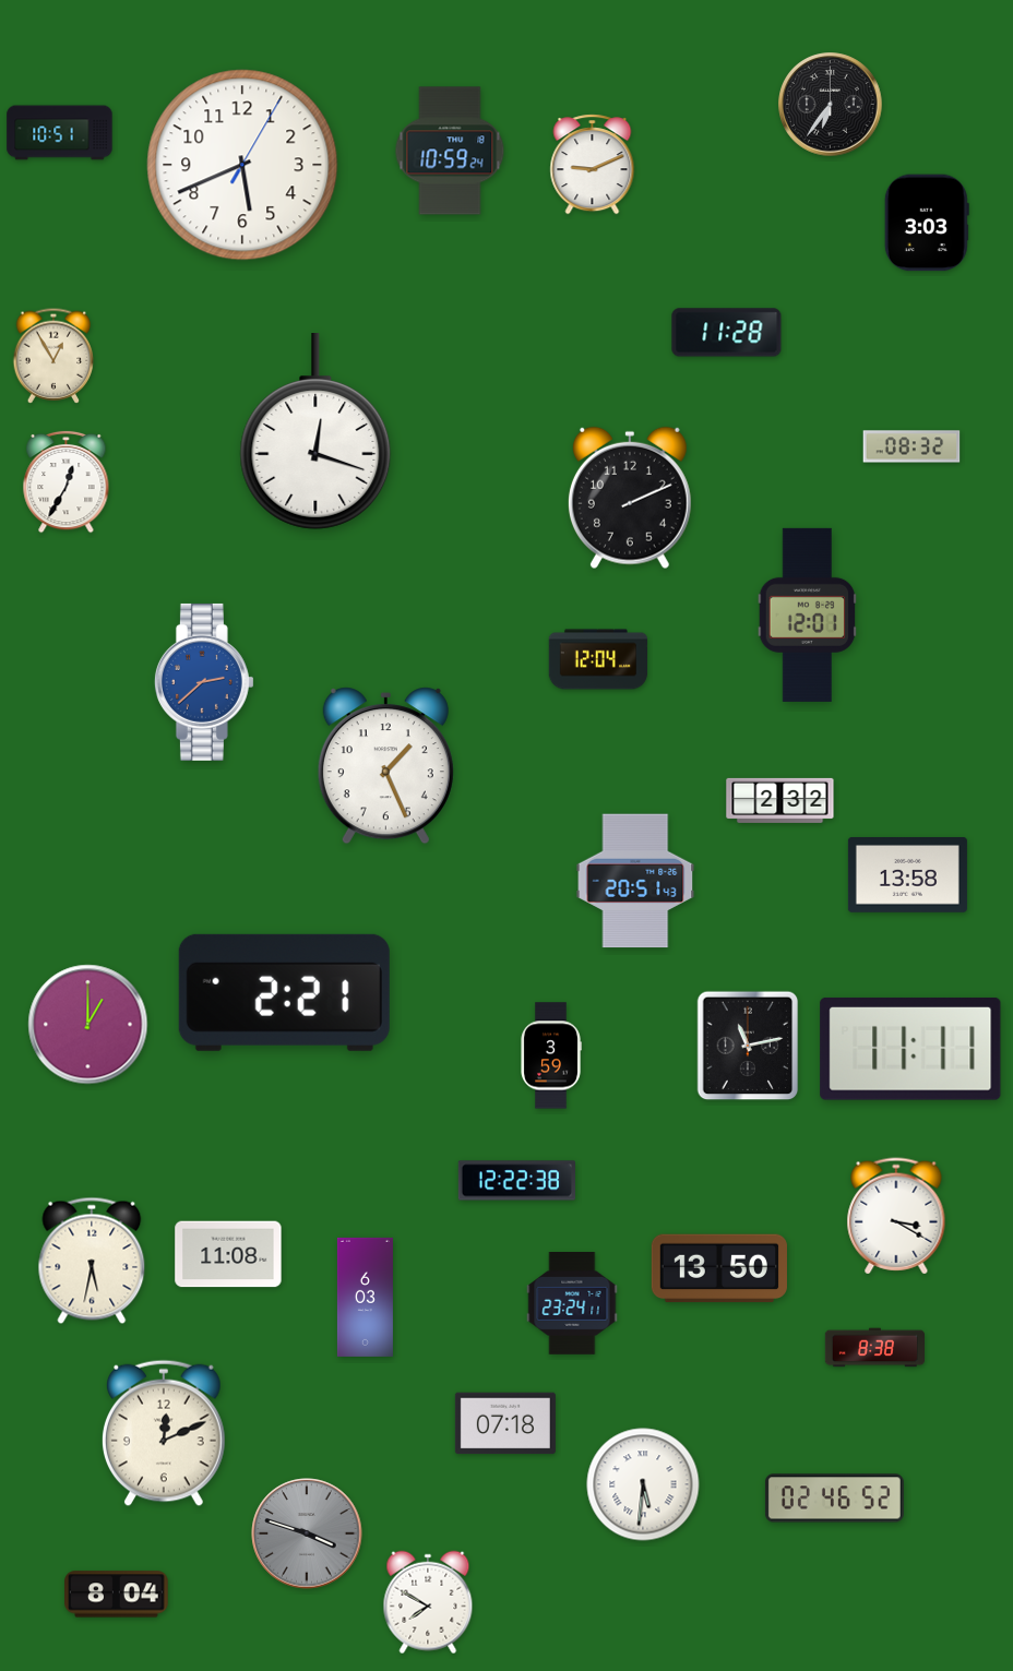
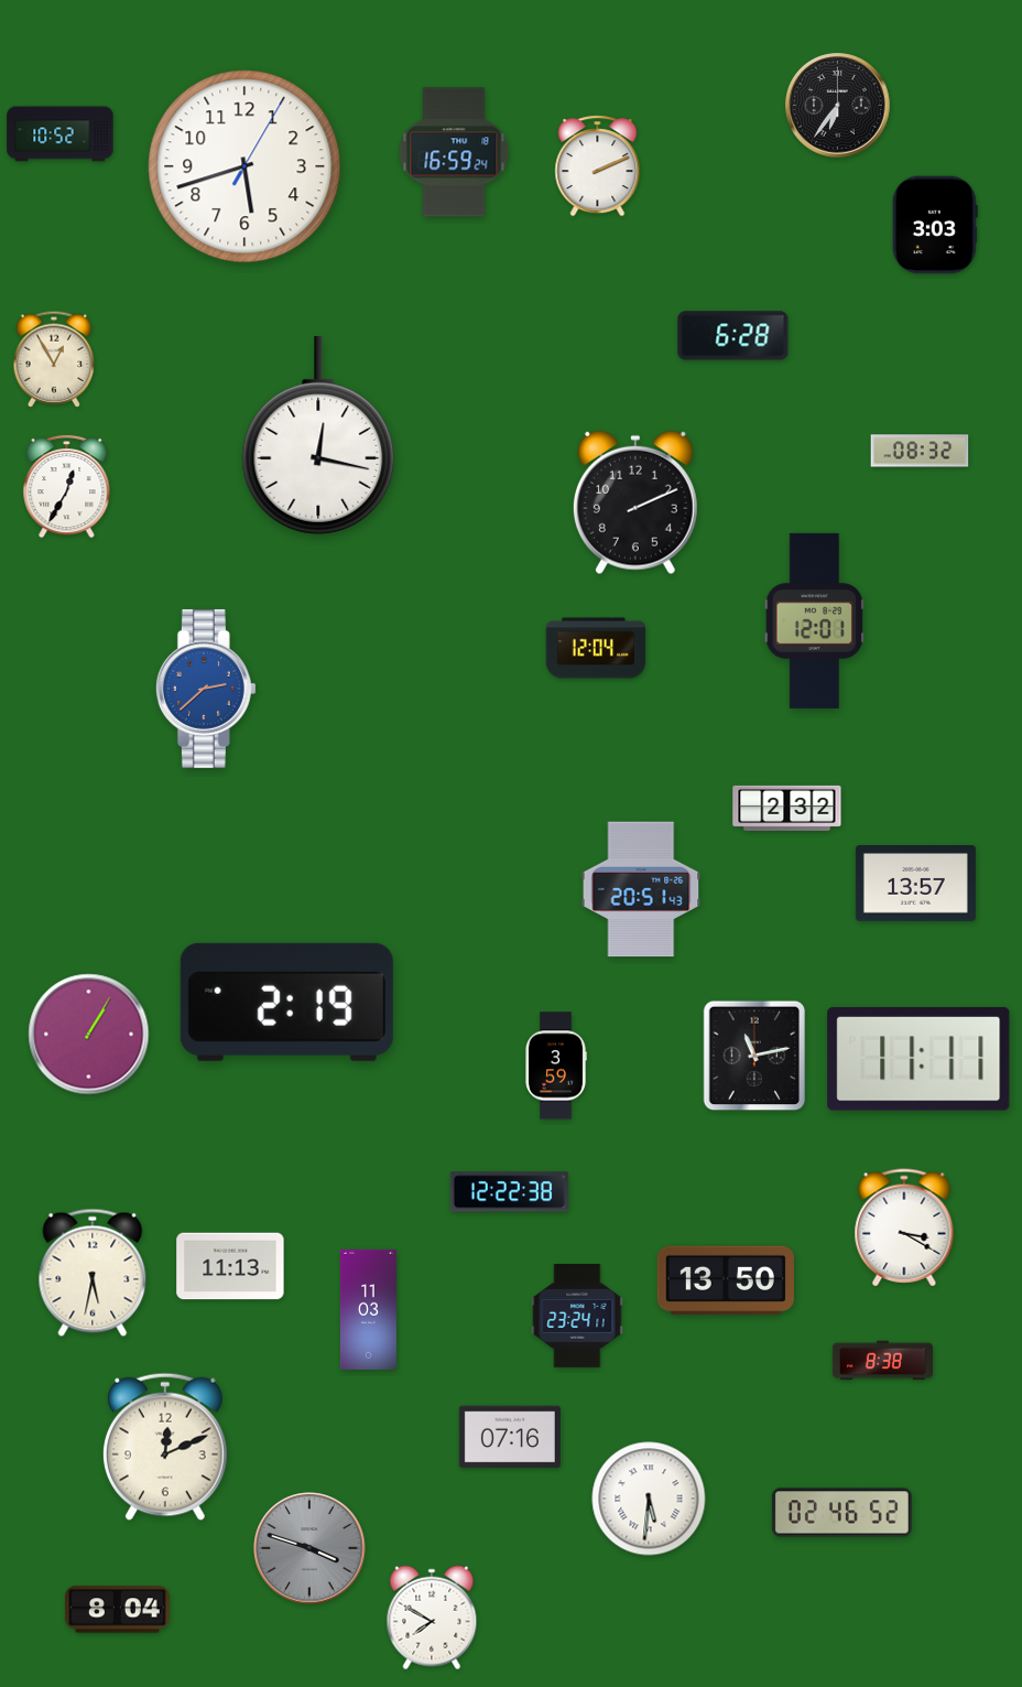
clock at (60, 133): 10:51 -> 10:52
clock at (450, 151): 10:59 -> 16:59
clock at (242, 165): 5:41 -> 5:42
clock at (593, 165): 9:11 -> 2:11
clock at (727, 333): 11:28 -> 6:28
clock at (315, 431): 12:18 -> 12:17
clock at (598, 659) position: (598, 659) -> (596, 648)
clock at (385, 766): 1:26 -> none
clock at (907, 875): 13:58 -> 13:57
clock at (284, 992): 2:21 -> 2:19
clock at (88, 1025): 1:00 -> 1:05
clock at (516, 1181) position: (516, 1181) -> (509, 1192)
clock at (228, 1254): 11:08 -> 11:13
clock at (365, 1297): 6:03 -> 11:03
clock at (505, 1423): 07:18 -> 07:16
